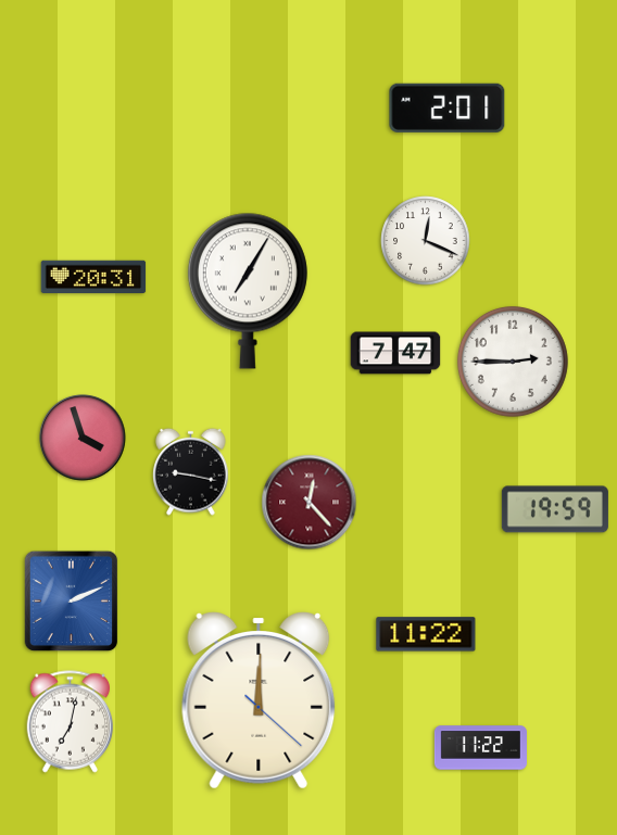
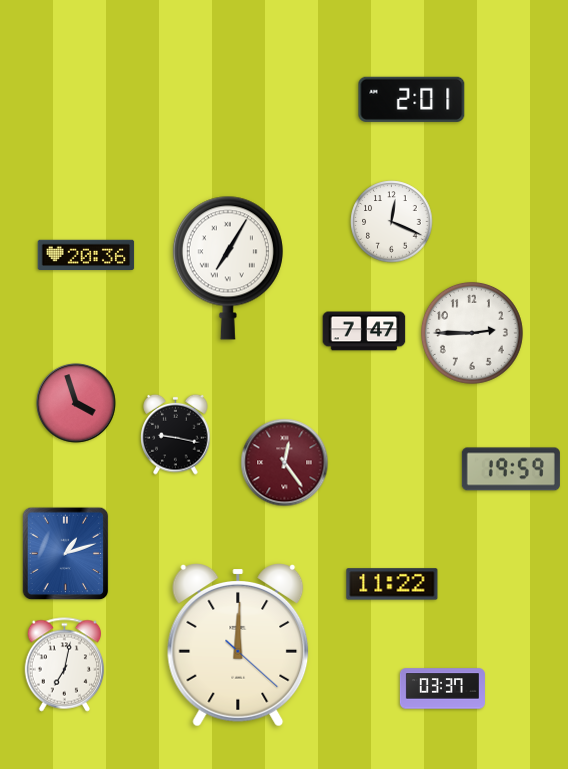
clock at (93, 277): 20:31 -> 20:36
clock at (395, 353) position: (395, 353) -> (364, 331)
clock at (310, 503): 12:23 -> 12:24
clock at (72, 602): 2:11 -> 1:12
clock at (480, 748): 11:22 -> 03:37
